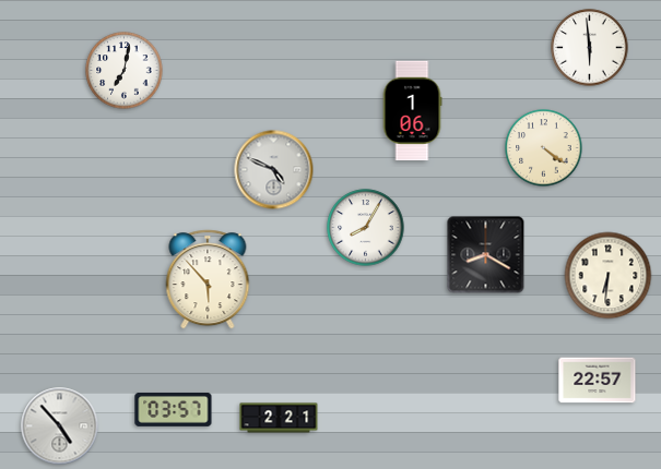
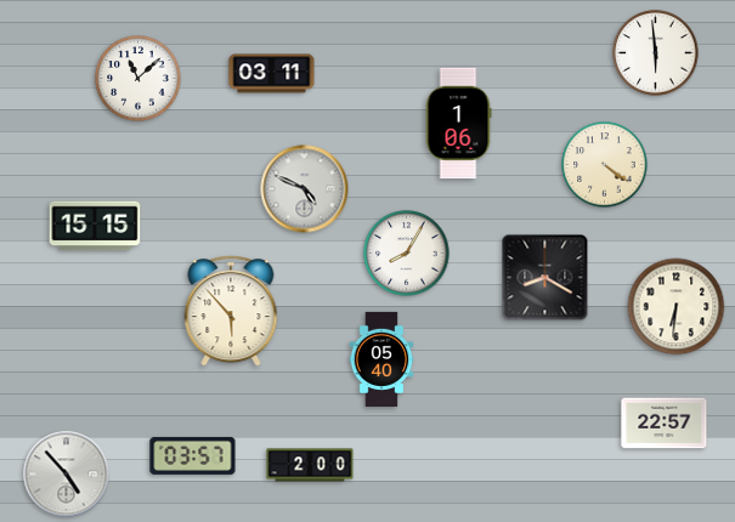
clock at (272, 74): none -> 03:11
clock at (125, 71): 7:02 -> 11:08
clock at (95, 226): none -> 15:15
clock at (486, 255) position: (486, 255) -> (545, 278)
clock at (381, 359): none -> 05:40
clock at (279, 418): 2:21 -> 2:00
